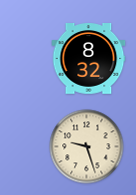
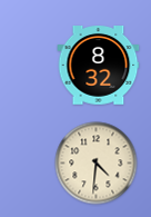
clock at (87, 147): 9:27 -> 4:31
